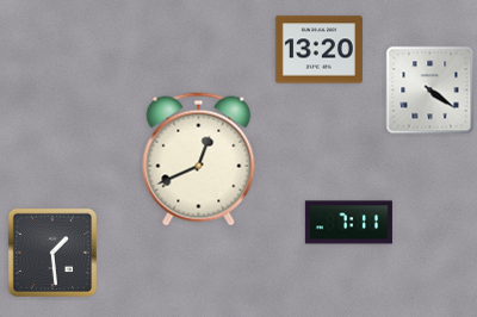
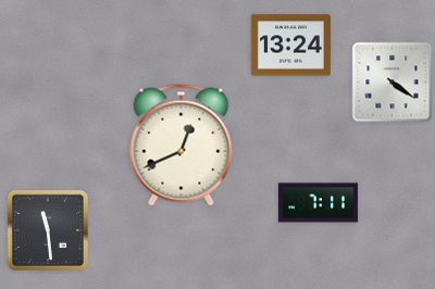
clock at (318, 50): 13:20 -> 13:24
clock at (52, 253): 1:29 -> 11:29
